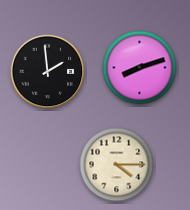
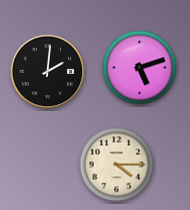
clock at (140, 68): 8:12 -> 5:12
clock at (48, 72): 1:59 -> 2:01
